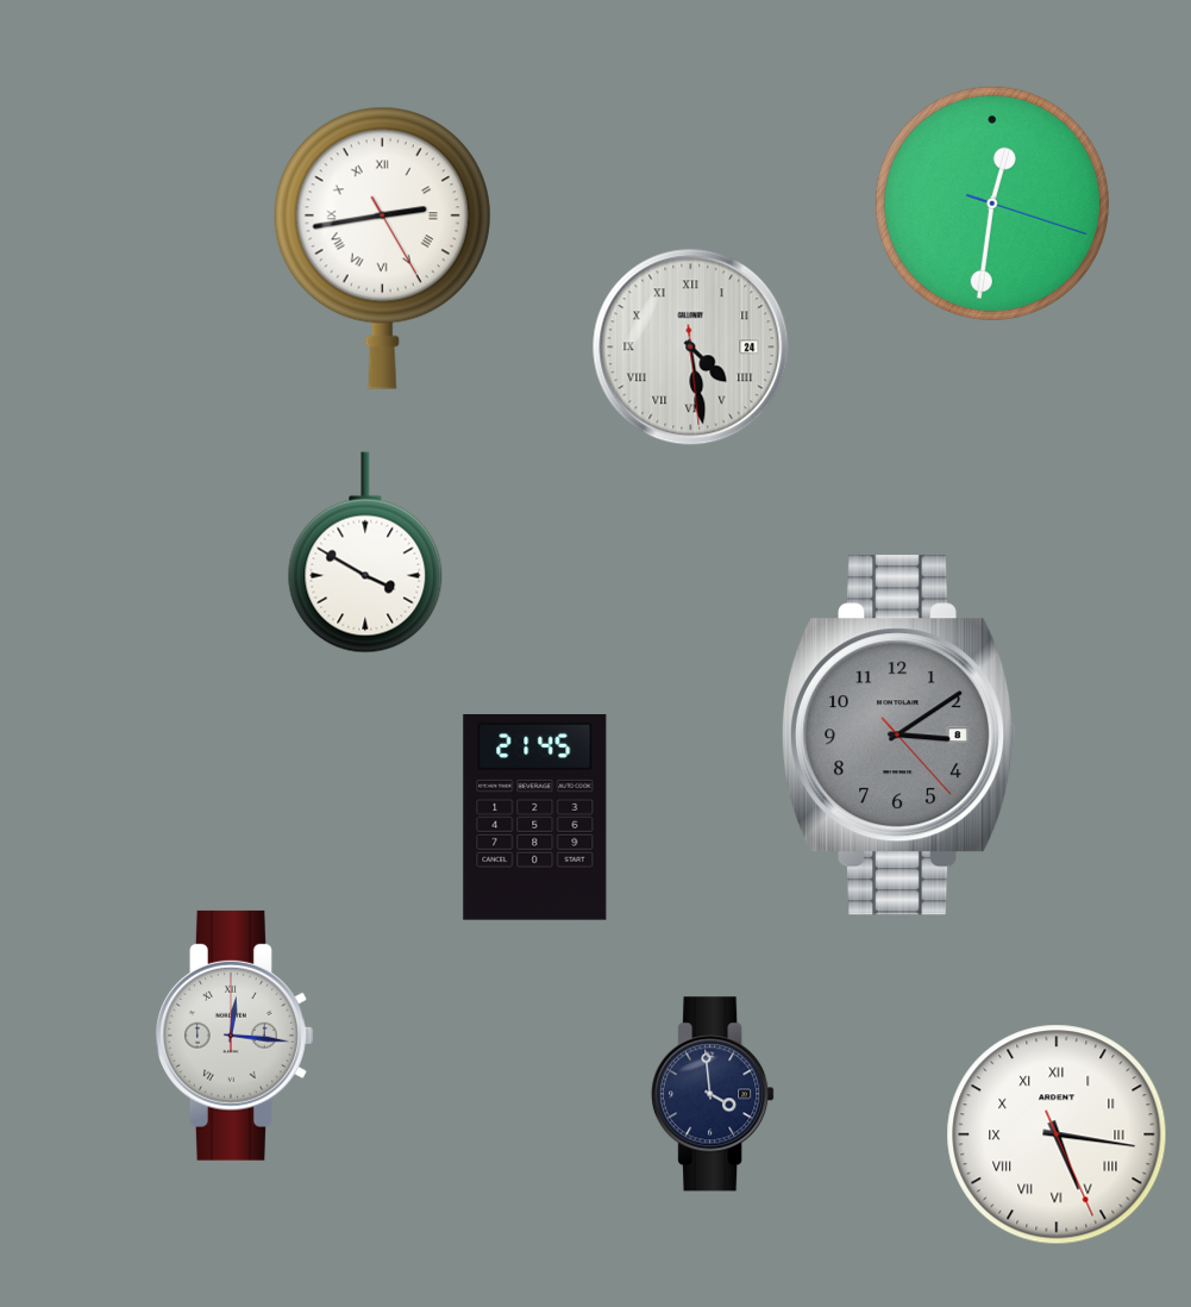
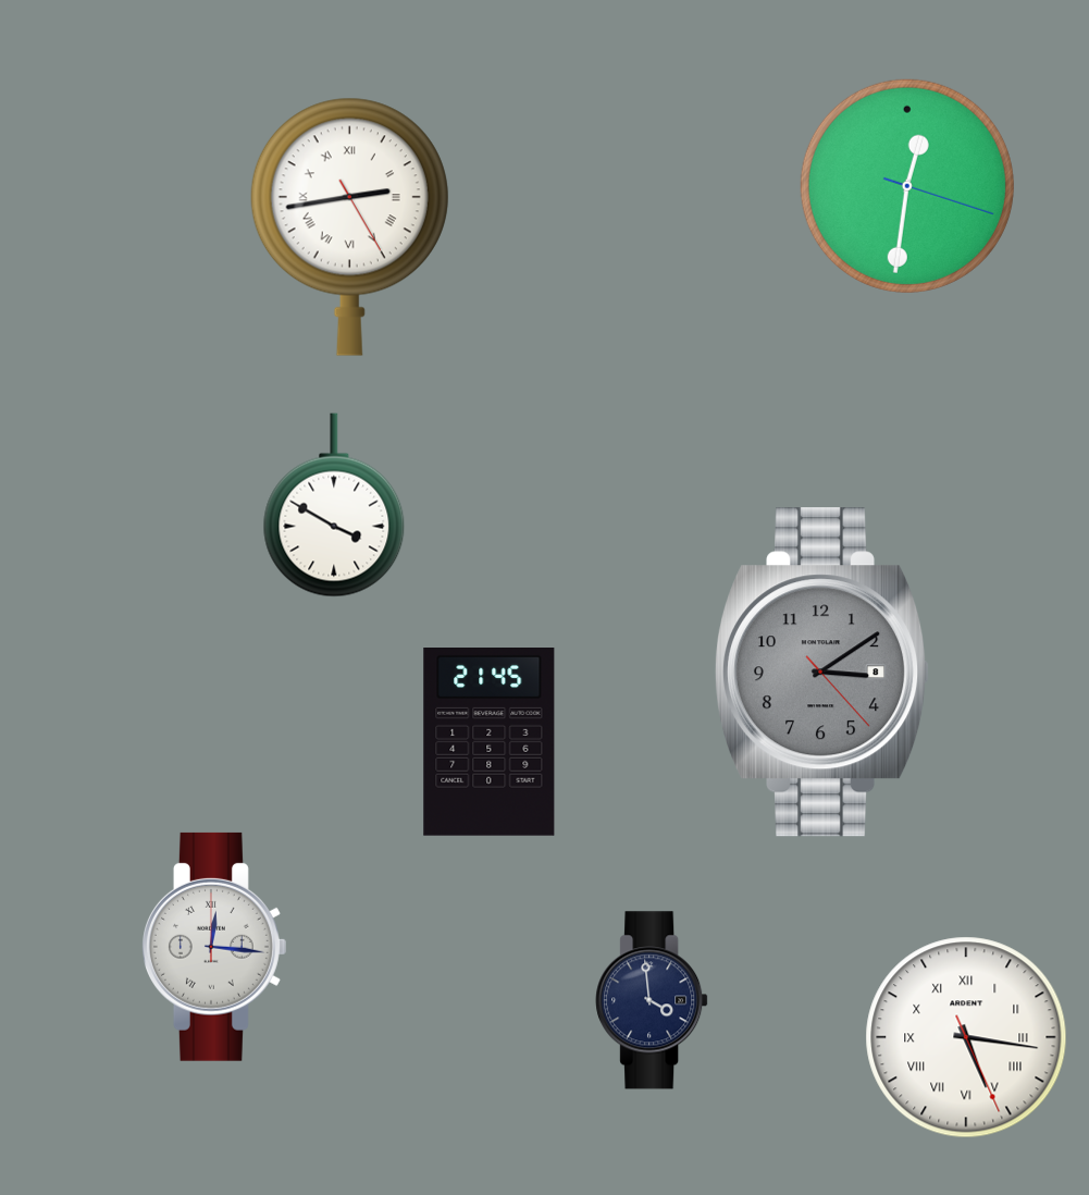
clock at (691, 348): 4:28 -> none
clock at (535, 818) position: (535, 818) -> (490, 742)
